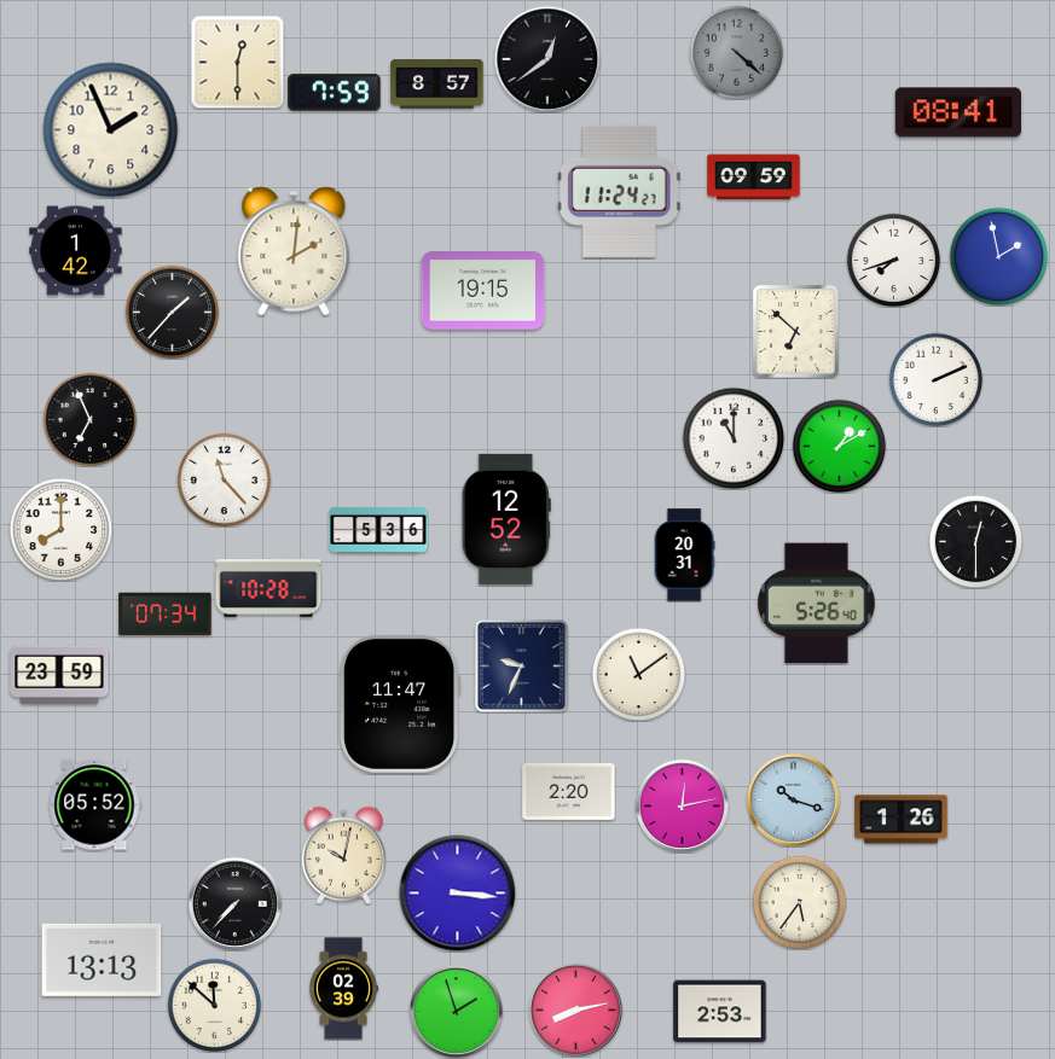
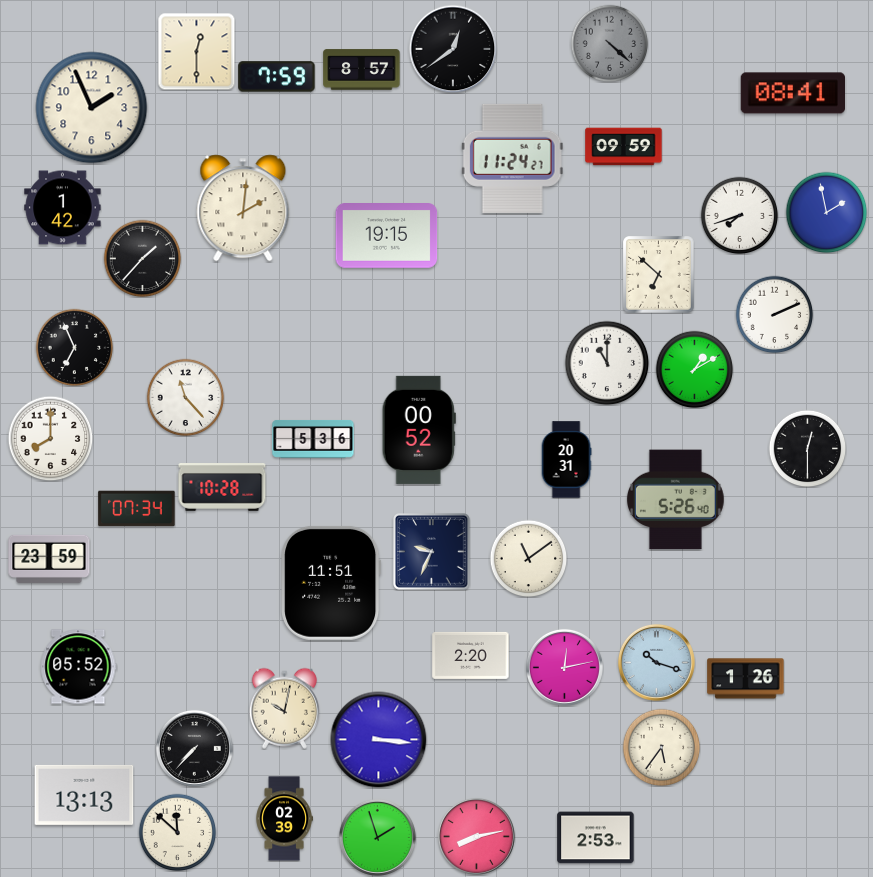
clock at (483, 291) position: (483, 291) -> (387, 236)
clock at (506, 519): 12:52 -> 00:52
clock at (400, 704): 11:47 -> 11:51
